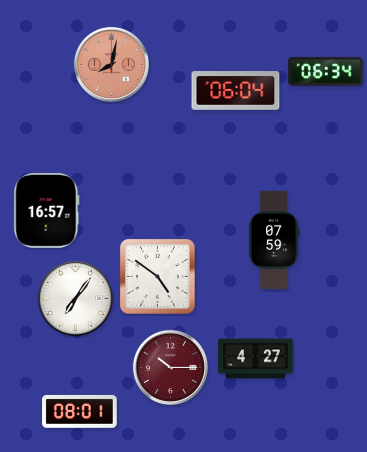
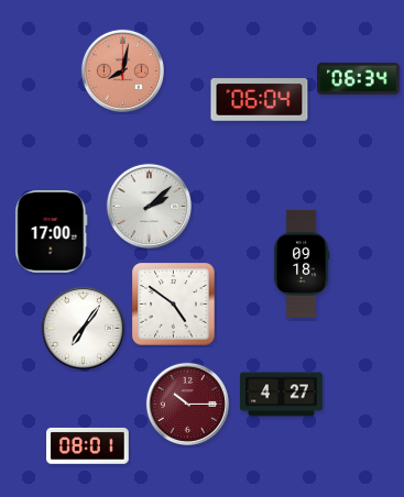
clock at (149, 206): none -> 2:08
clock at (47, 211): 16:57 -> 17:00
clock at (274, 240): 07:59 -> 09:18
clock at (80, 412) position: (80, 412) -> (88, 446)
